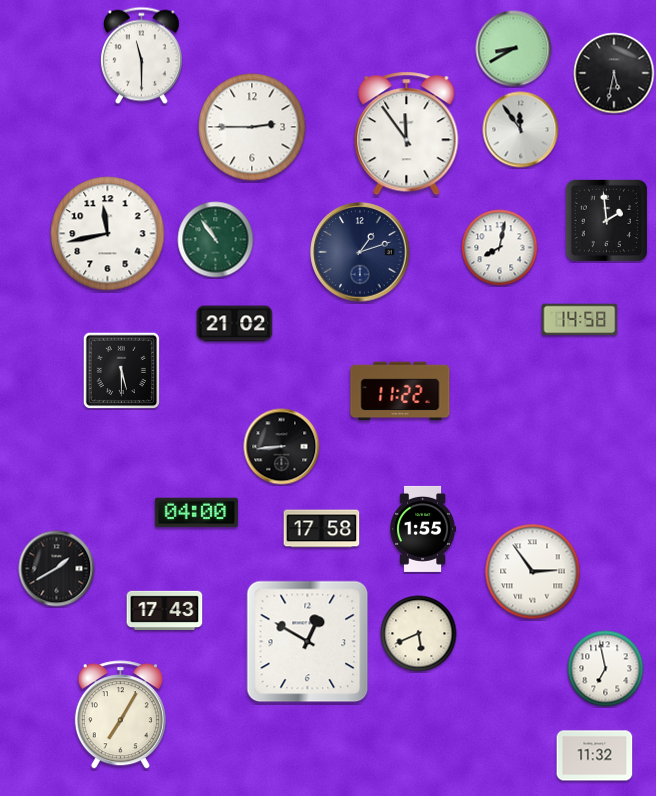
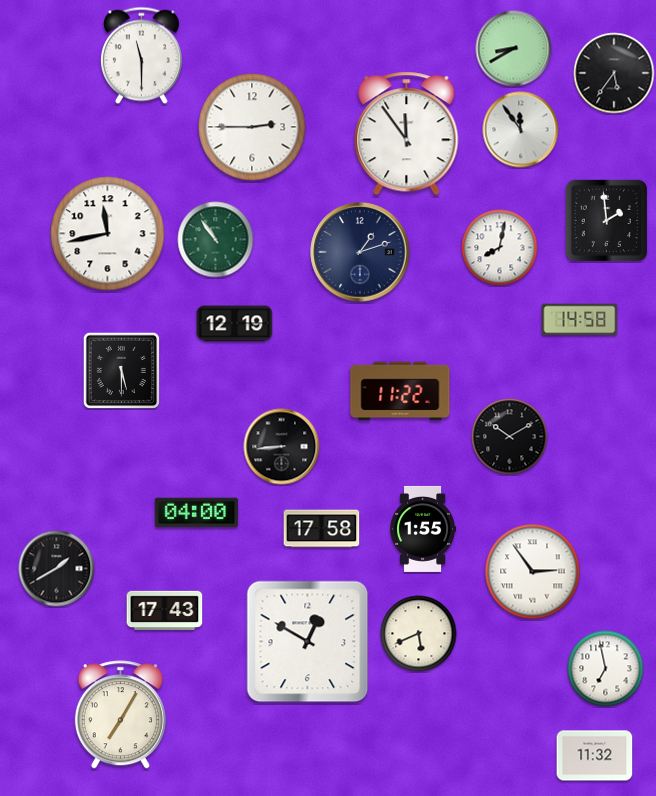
clock at (614, 73): 5:32 -> 5:36
clock at (235, 324): 21:02 -> 12:19
clock at (510, 437): none -> 10:10
